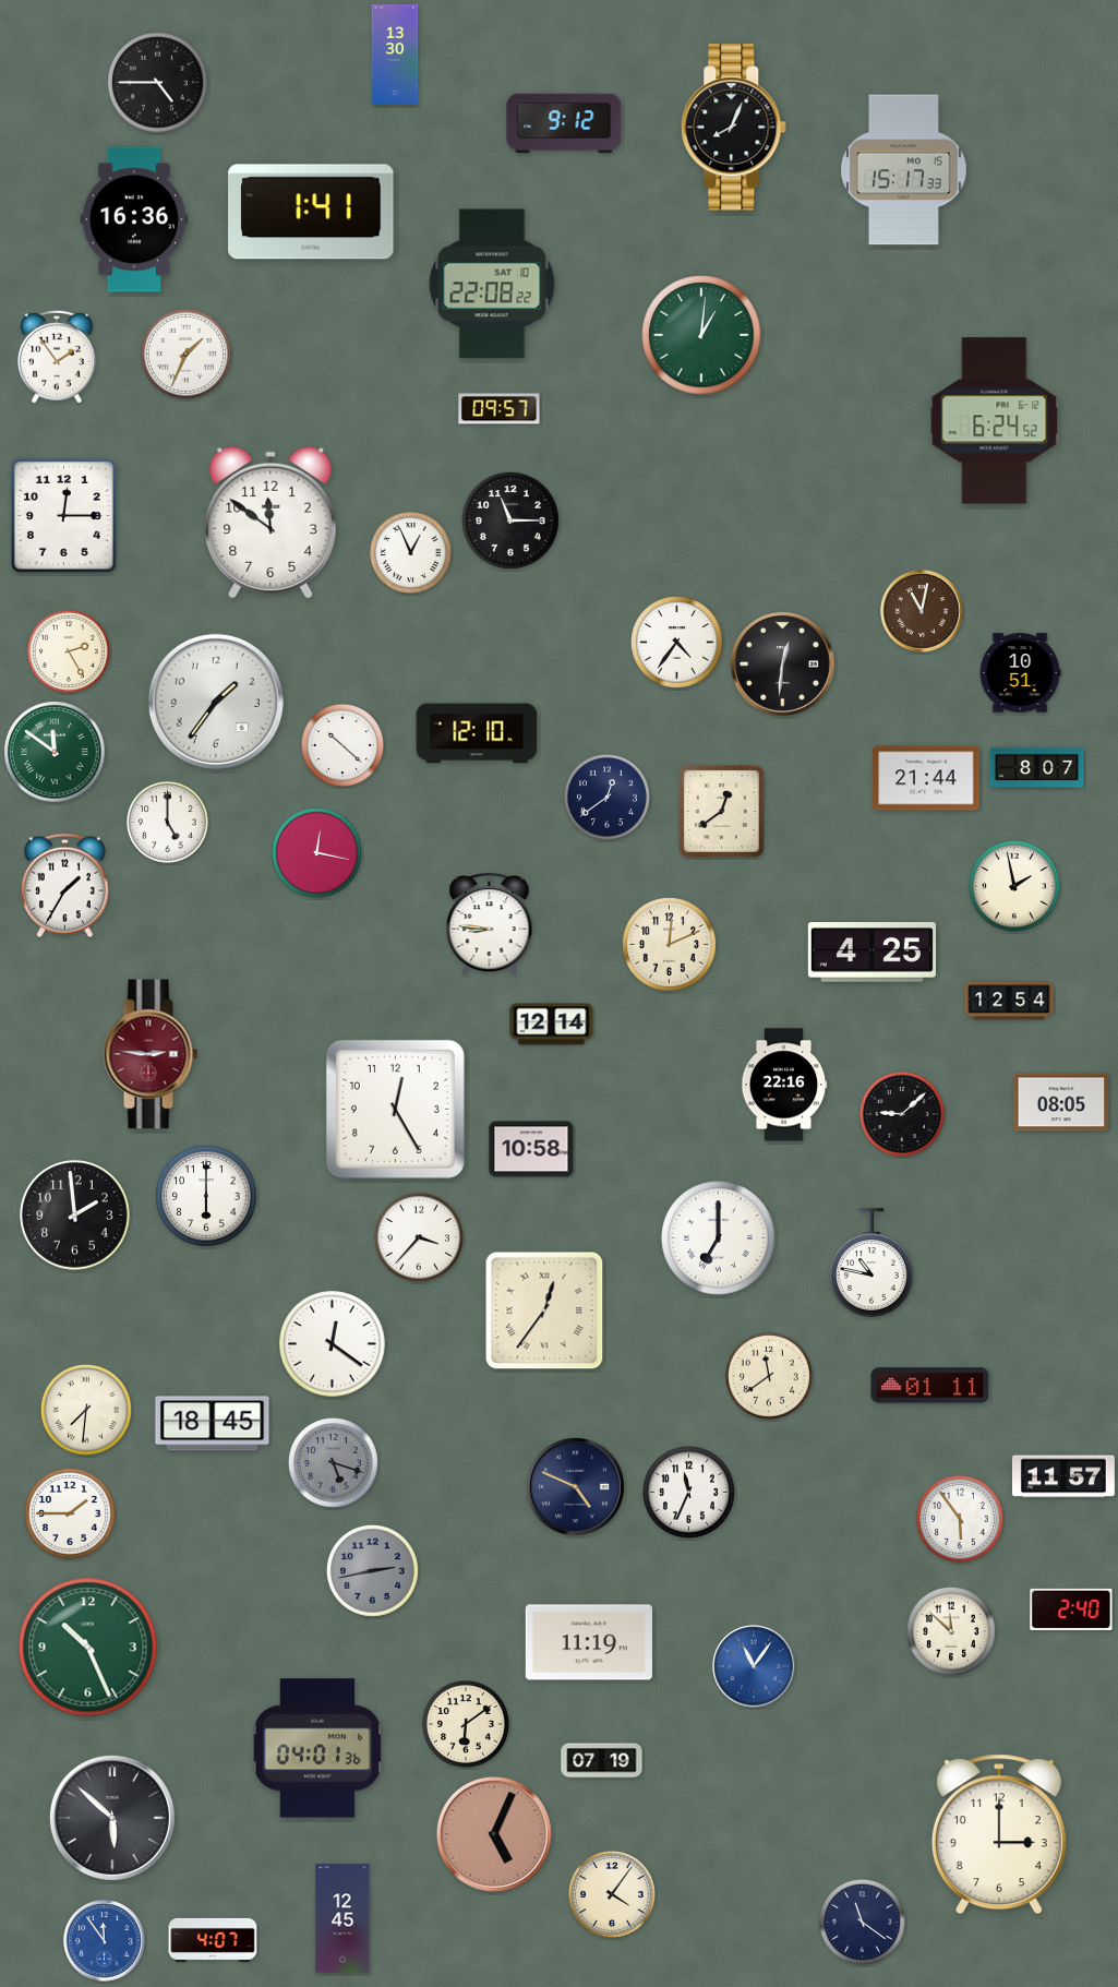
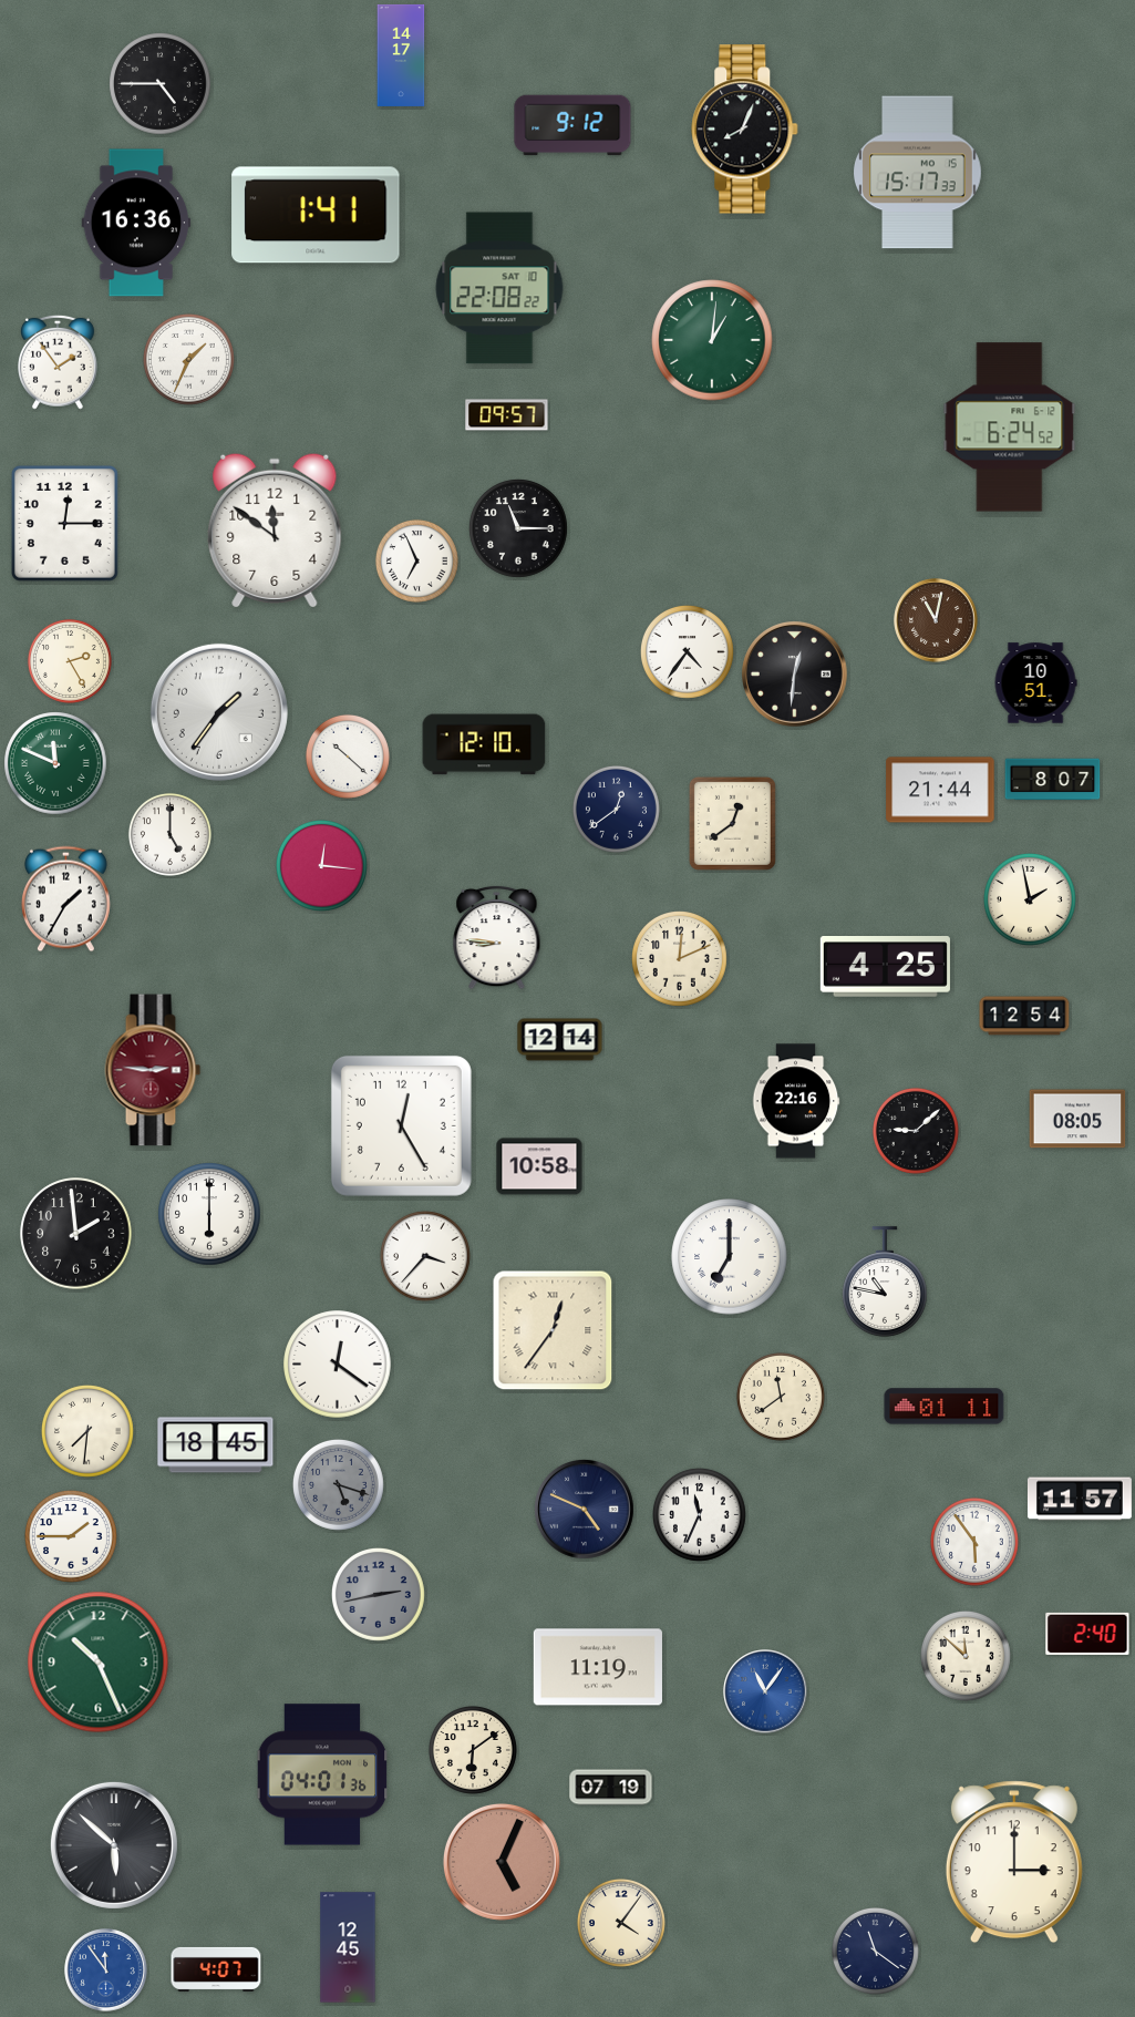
clock at (395, 55): 13:30 -> 14:17
clock at (410, 552): 12:56 -> 6:56
clock at (55, 752): 11:51 -> 11:49
clock at (316, 852): 12:17 -> 12:16
clock at (88, 1648) position: (88, 1648) -> (99, 1663)
